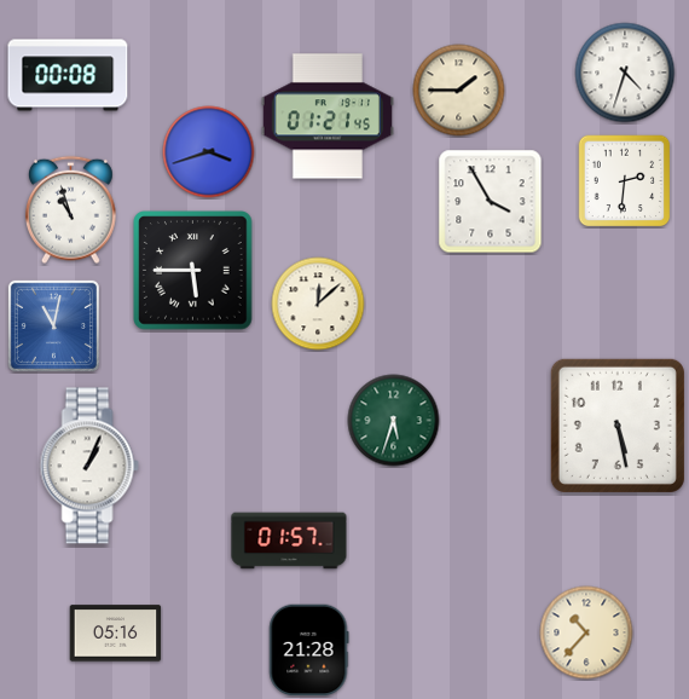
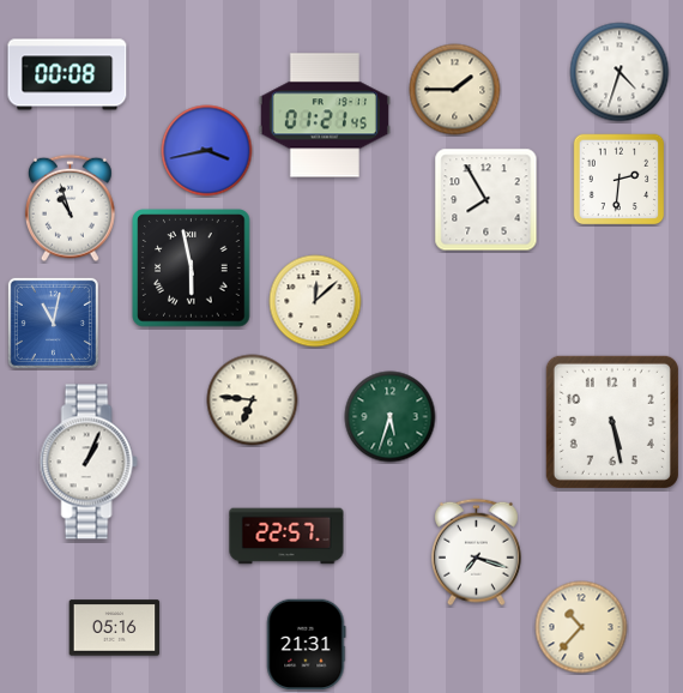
clock at (209, 152): 3:42 -> 3:43
clock at (491, 202): 3:55 -> 7:55
clock at (193, 271): 5:45 -> 5:58
clock at (253, 400): none -> 6:46
clock at (289, 541): 01:57 -> 22:57
clock at (477, 553): none -> 7:18
clock at (308, 651): 21:28 -> 21:31
